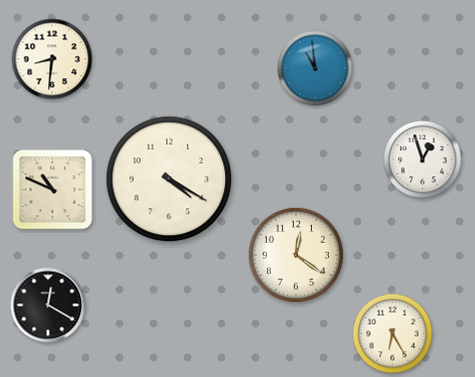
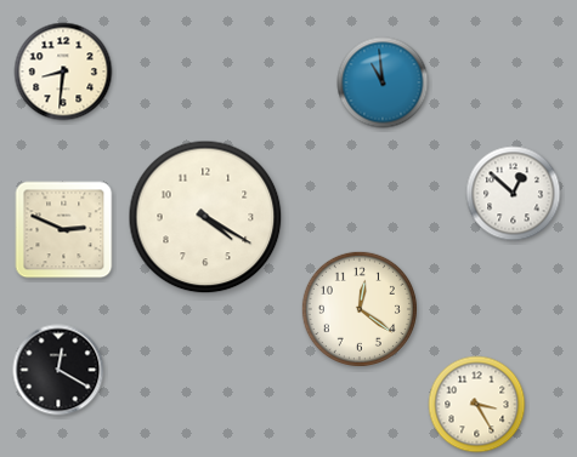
clock at (423, 160): 12:57 -> 12:52
clock at (53, 190): 10:49 -> 2:49
clock at (393, 334): 6:25 -> 3:25
